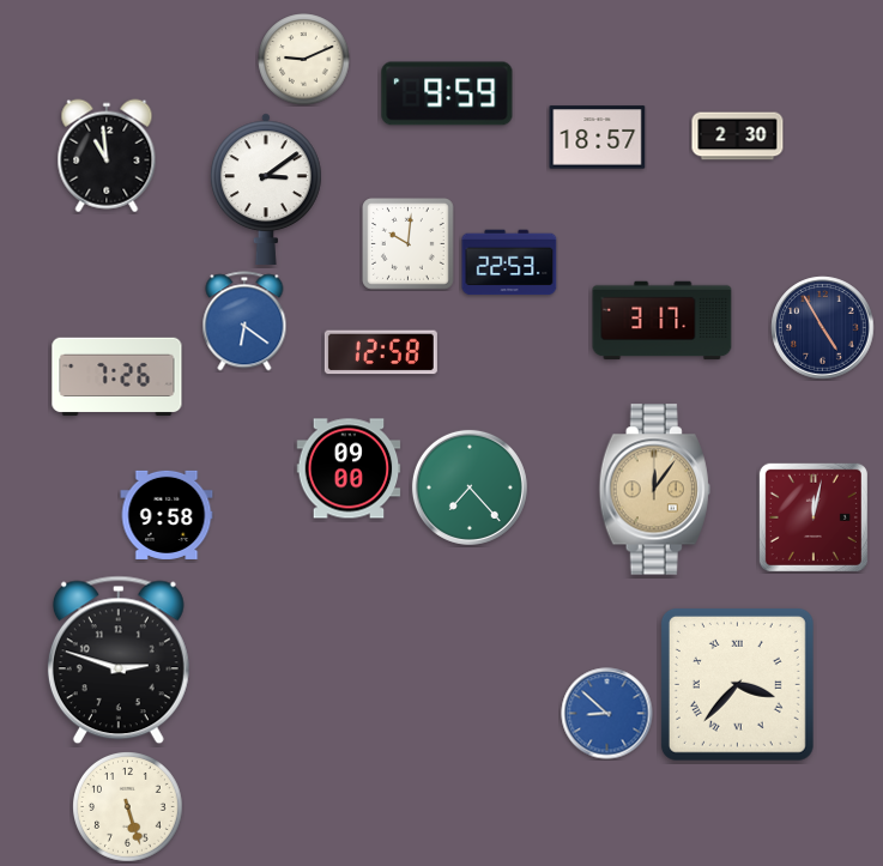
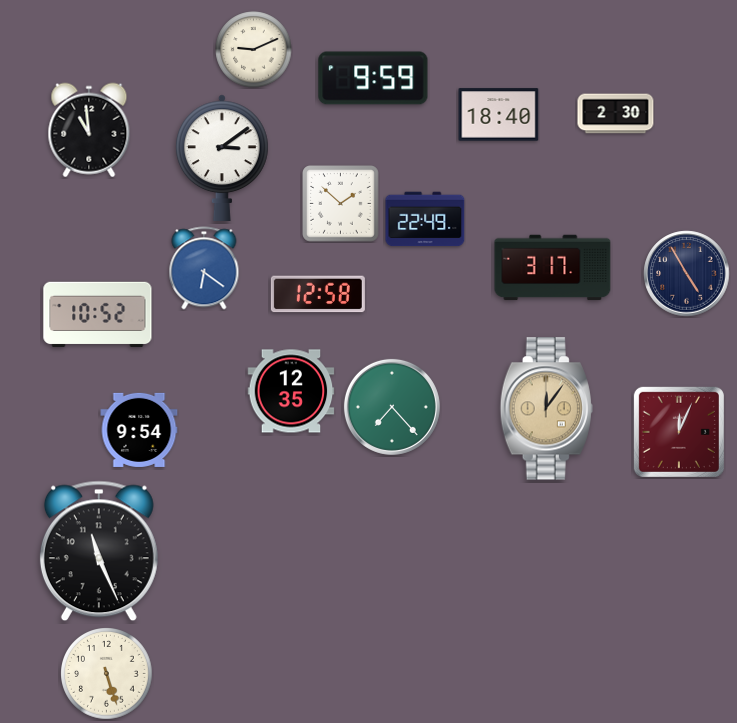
clock at (598, 138): 18:57 -> 18:40
clock at (409, 244): 10:01 -> 1:52
clock at (509, 262): 22:53 -> 22:49
clock at (117, 377): 7:26 -> 10:52
clock at (349, 468): 09:00 -> 12:35
clock at (167, 515): 9:58 -> 9:54
clock at (814, 517): 12:02 -> 12:04
clock at (119, 660): 2:48 -> 11:26
clock at (737, 684): 3:37 -> none
clock at (607, 714): 8:52 -> none
